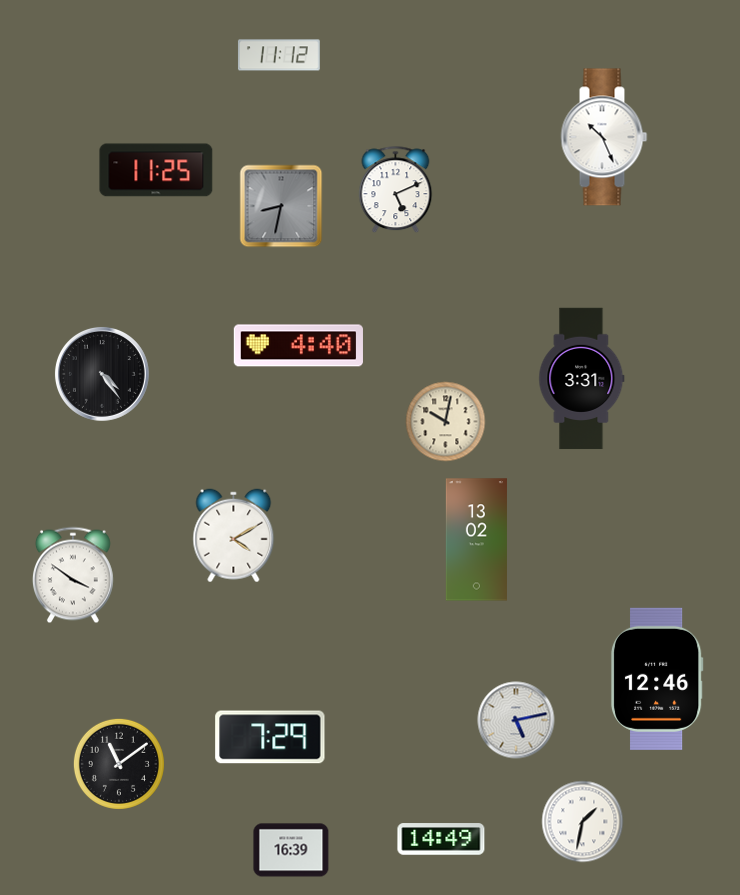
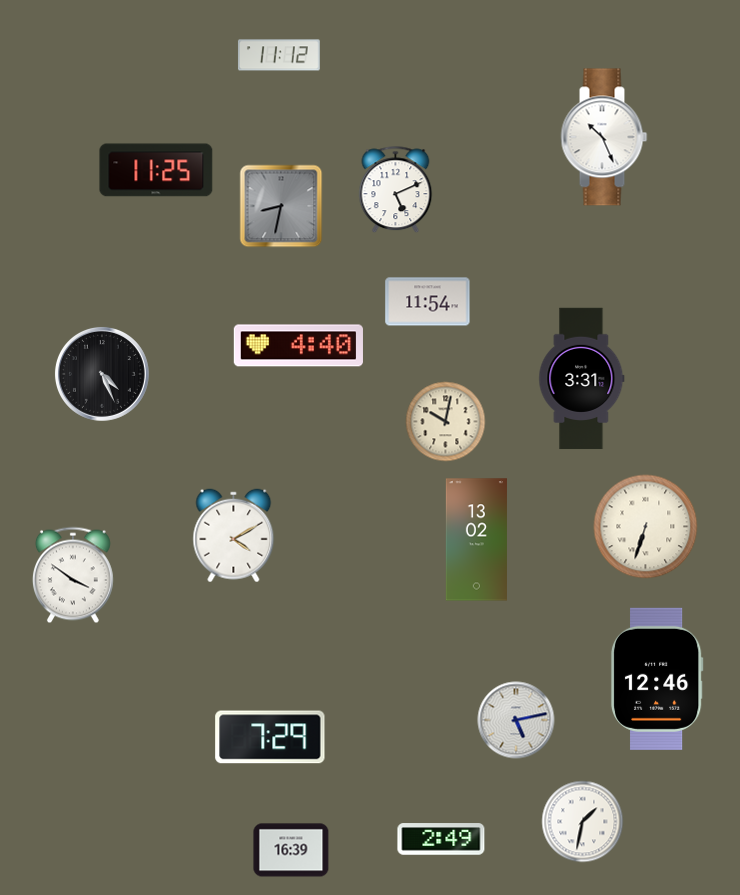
clock at (428, 302): none -> 11:54
clock at (102, 374): 4:24 -> 4:26
clock at (646, 527): none -> 6:33
clock at (119, 764): 11:09 -> none
clock at (441, 839): 14:49 -> 2:49
